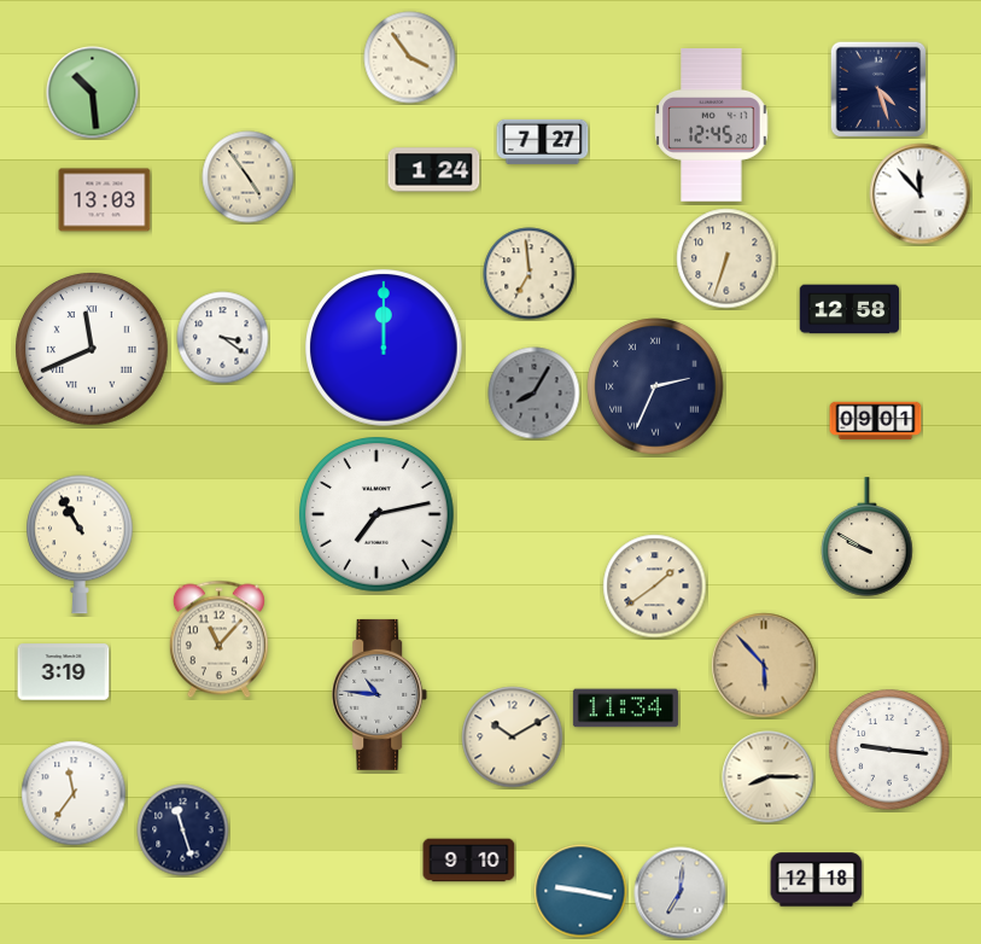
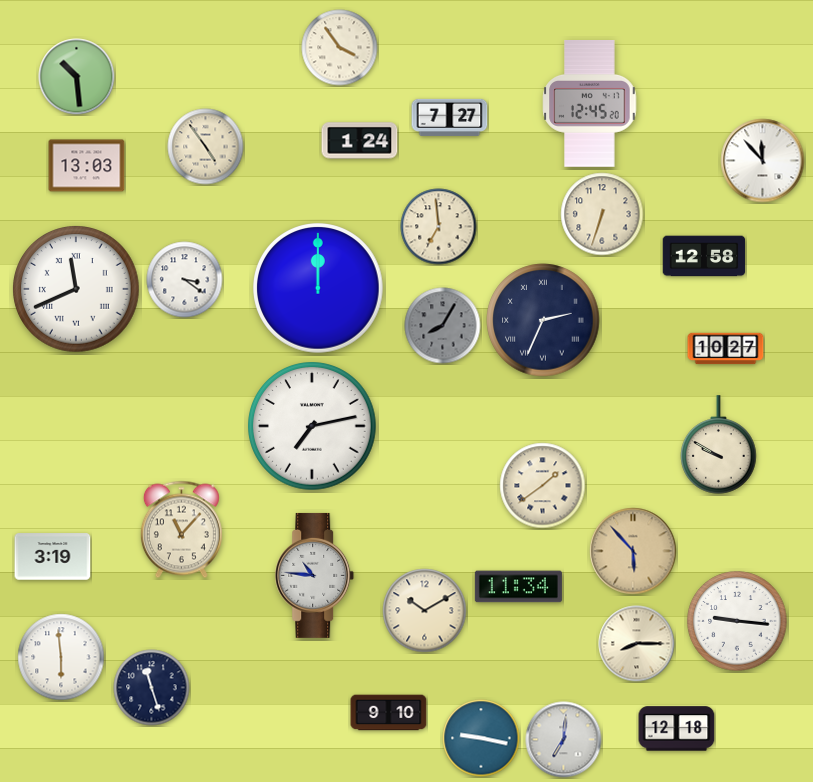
clock at (878, 89): 4:27 -> none
clock at (876, 421): 09:01 -> 10:27
clock at (80, 544): 10:55 -> none
clock at (74, 793): 11:36 -> 5:59
